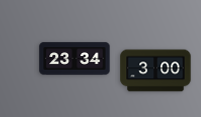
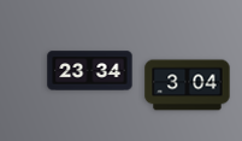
clock at (156, 71): 3:00 -> 3:04
